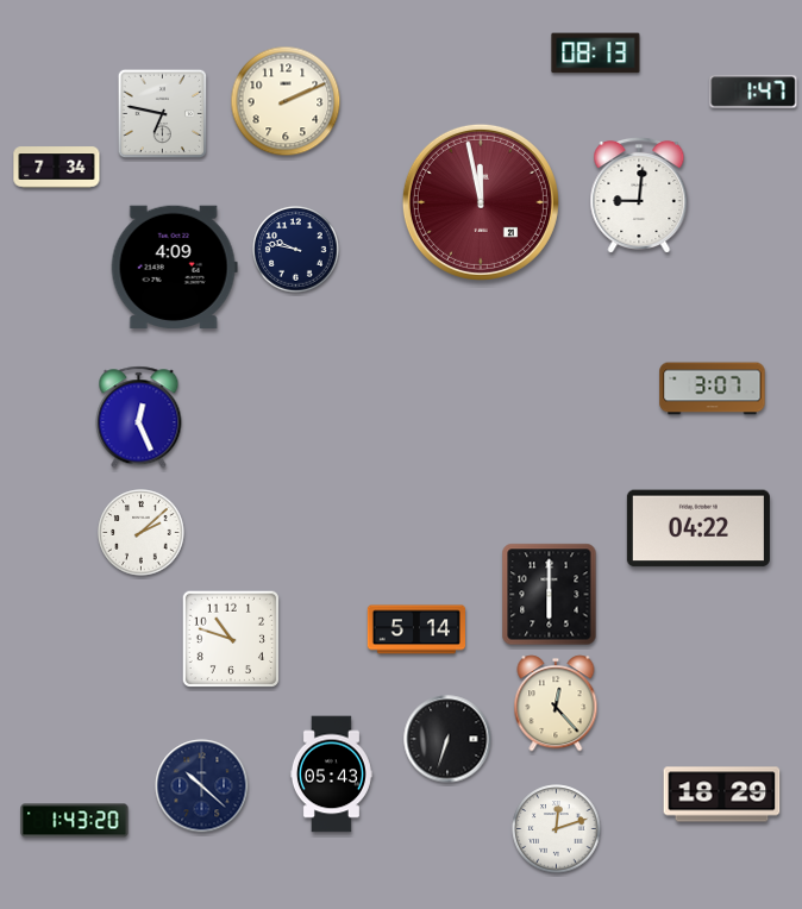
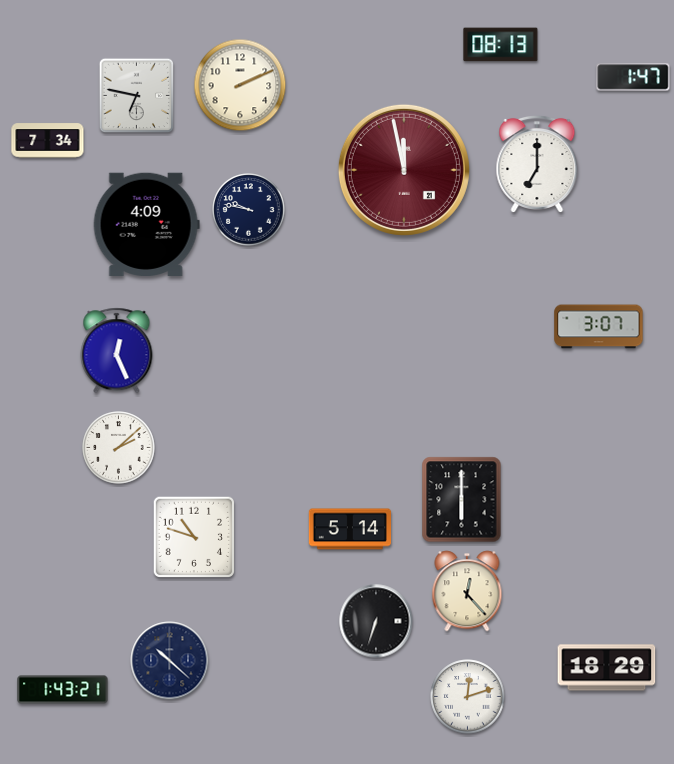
clock at (639, 194): 9:01 -> 7:00
clock at (698, 528): 04:22 -> none
clock at (331, 775): 05:43 -> none
clock at (75, 821): 1:43:20 -> 1:43:21
